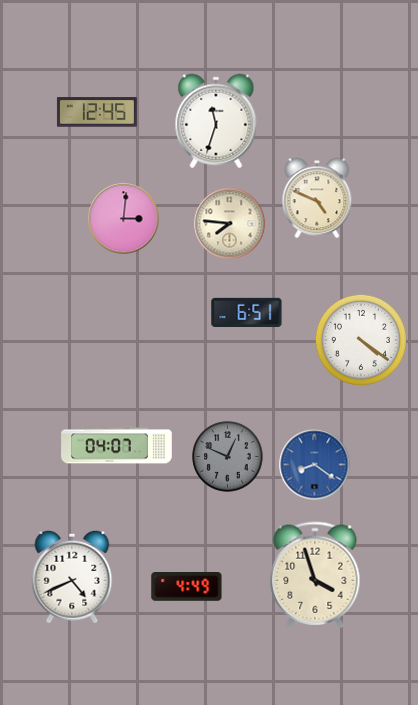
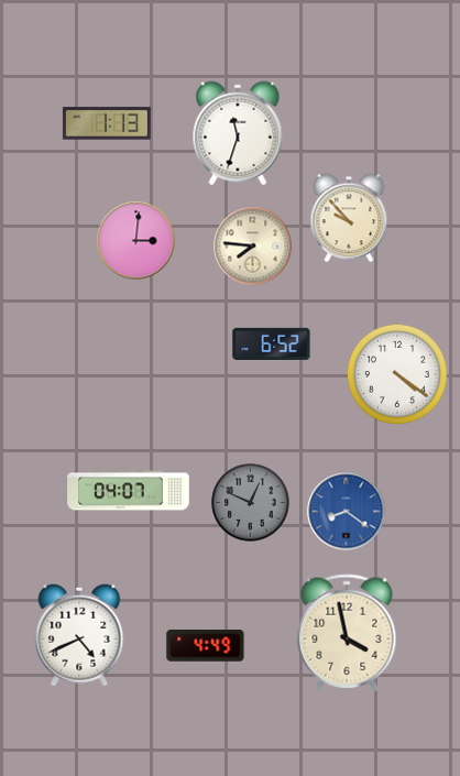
clock at (97, 112): 12:45 -> 1:13
clock at (317, 198): 4:49 -> 9:53
clock at (247, 312): 6:51 -> 6:52
clock at (315, 575): 3:57 -> 3:58
